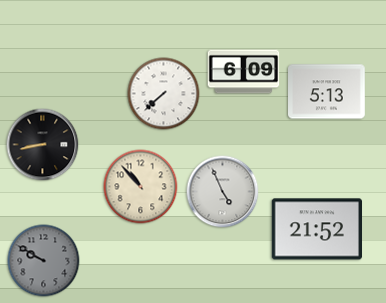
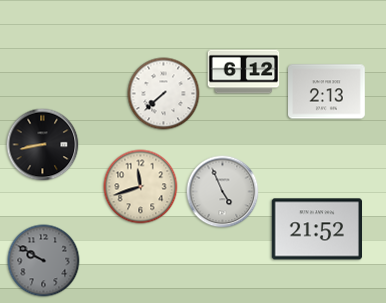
clock at (244, 72): 6:09 -> 6:12
clock at (327, 92): 5:13 -> 2:13
clock at (141, 187): 10:53 -> 11:42
